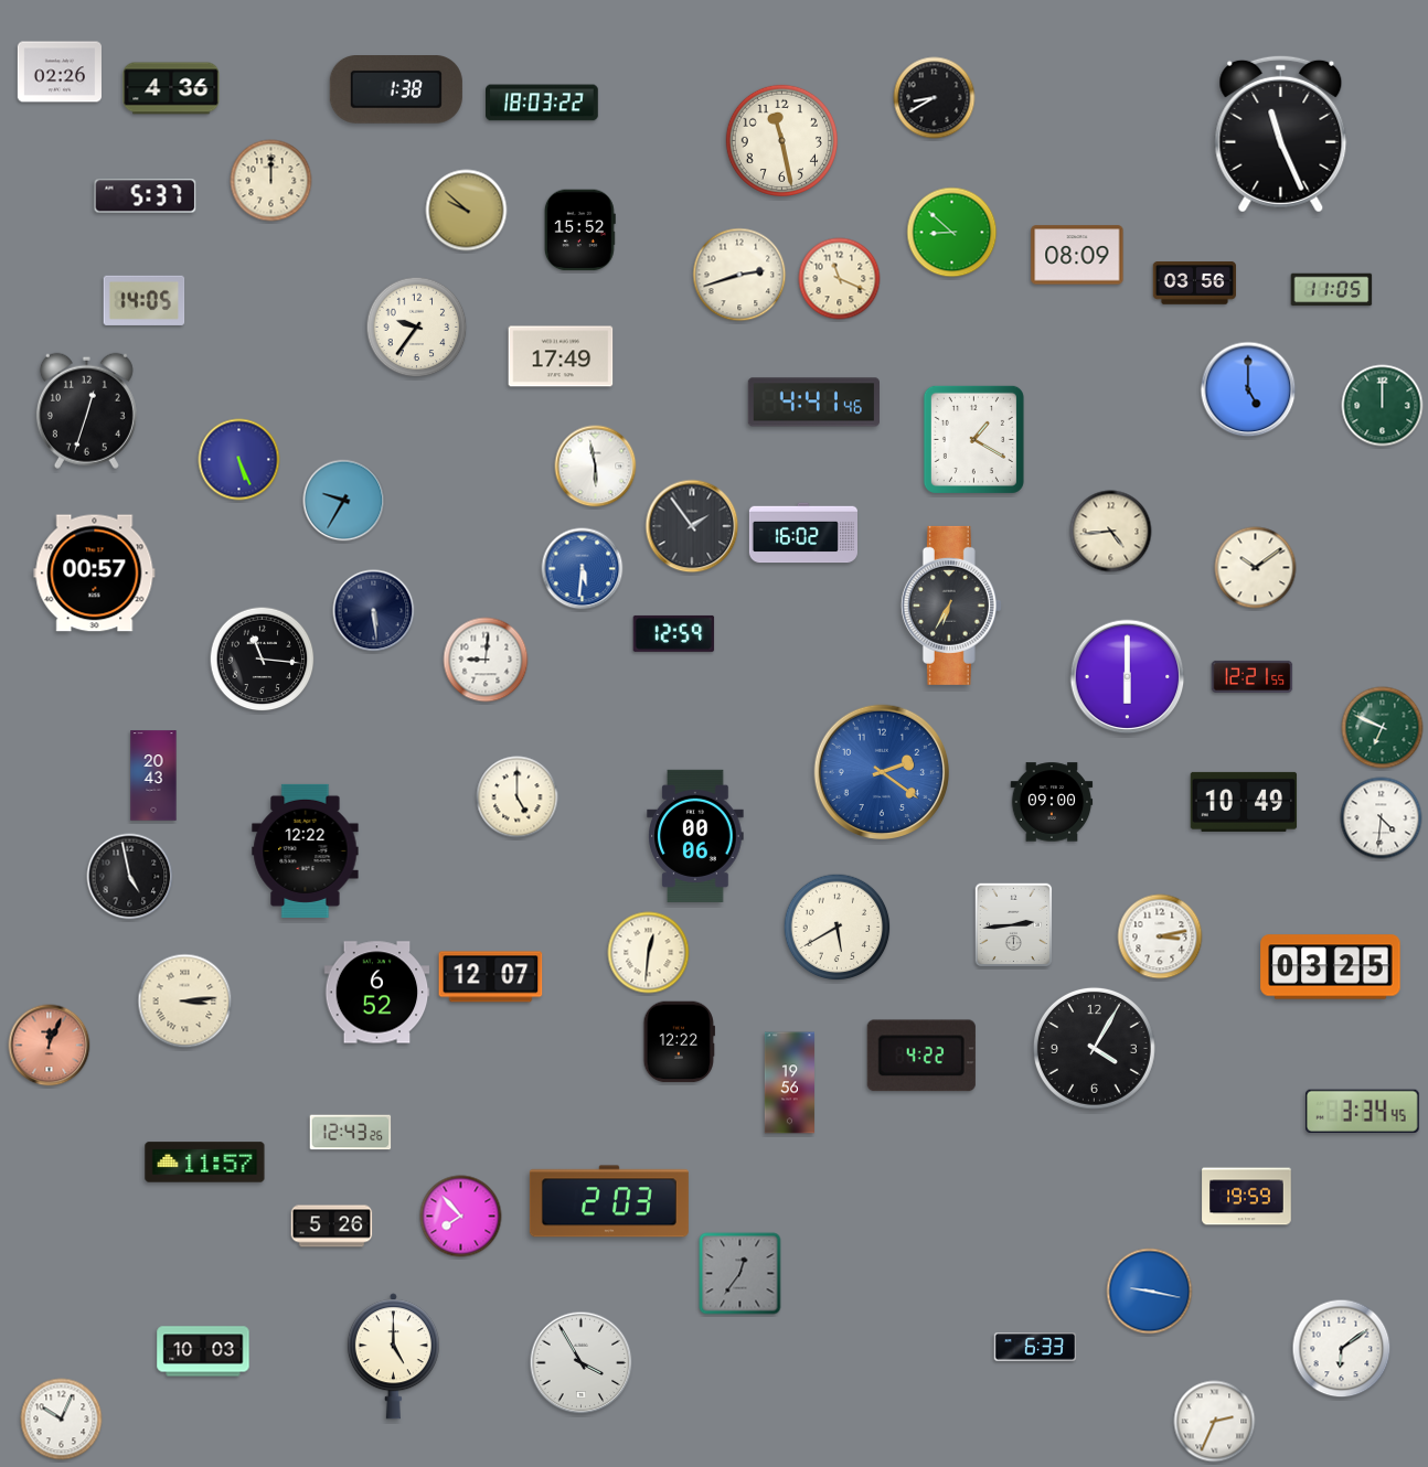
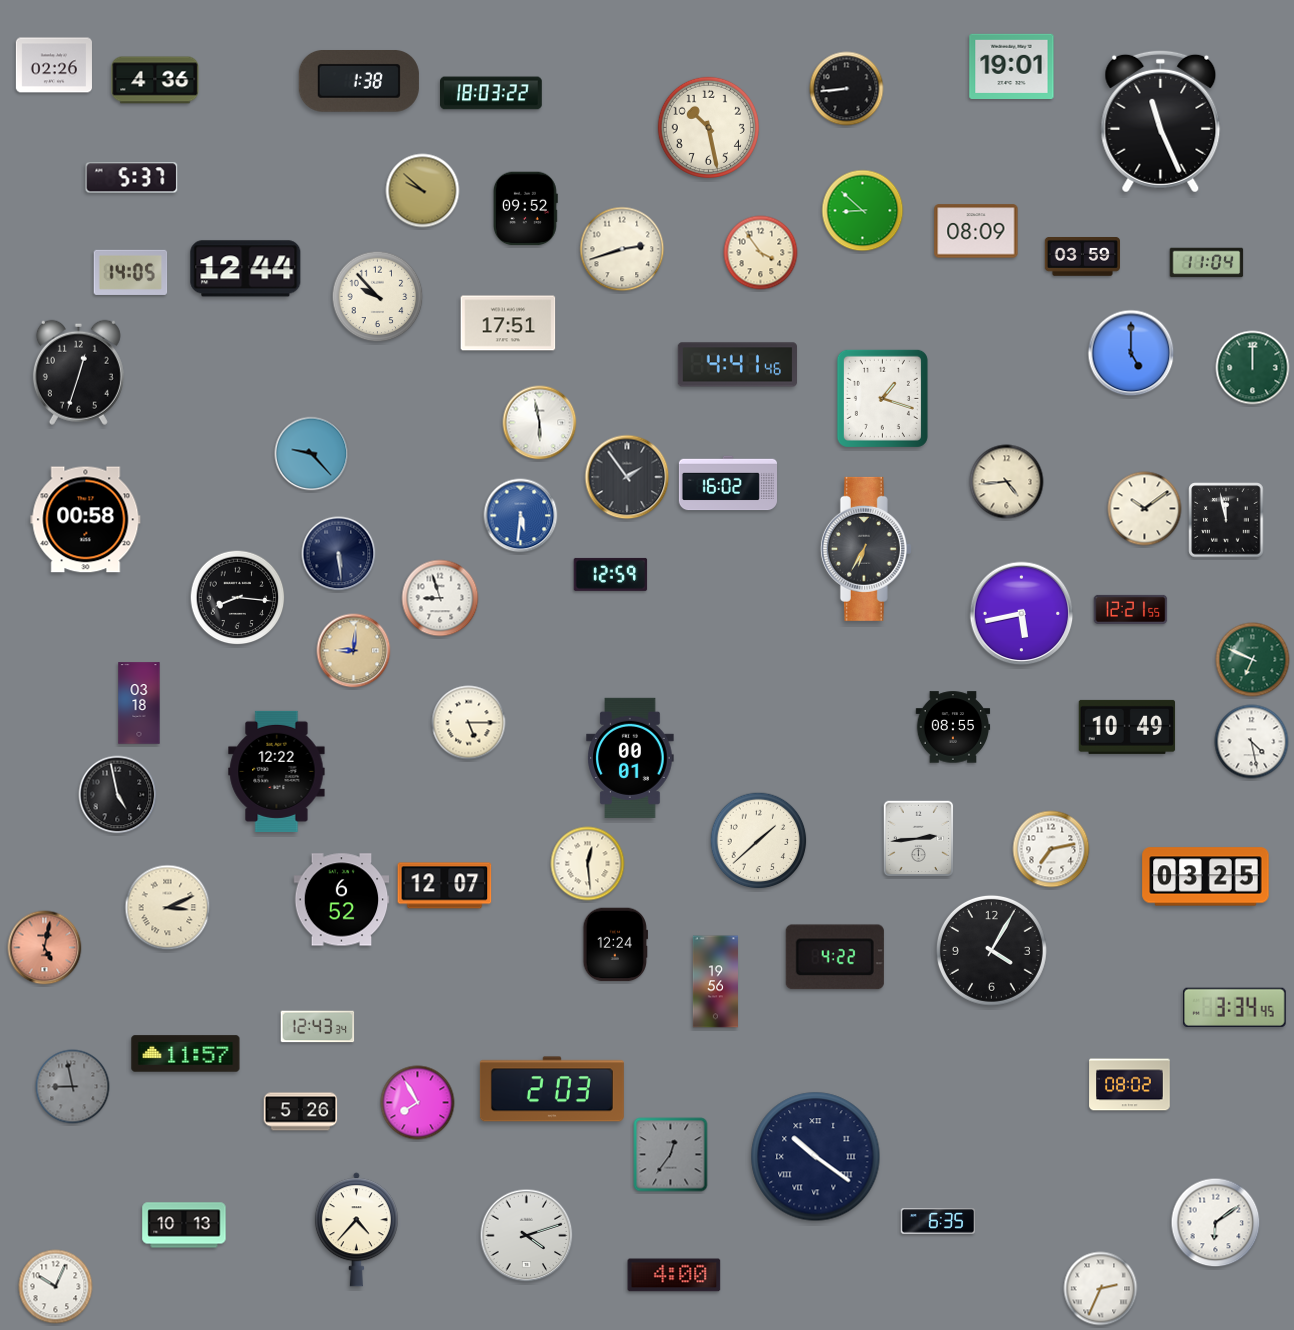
clock at (1012, 66): none -> 19:01
clock at (935, 98): 8:40 -> 8:44
clock at (781, 140): 11:28 -> 10:28
clock at (271, 181): 12:00 -> none
clock at (579, 231): 15:52 -> 09:52
clock at (739, 275) position: (739, 275) -> (622, 249)
clock at (840, 279): 11:19 -> 3:54
clock at (1194, 283): 03:56 -> 03:59
clock at (1332, 290): 11:05 -> 11:04
clock at (246, 269): none -> 12:44
clock at (417, 328): 9:36 -> 9:53
clock at (561, 356): 17:49 -> 17:51
clock at (973, 439): 1:20 -> 1:18
clock at (239, 460): 5:26 -> none
clock at (344, 501): 9:35 -> 9:23
clock at (1256, 568) position: (1256, 568) -> (1145, 509)
clock at (583, 569) position: (583, 569) -> (521, 516)
clock at (95, 574): 00:57 -> 00:58
clock at (1226, 520): none -> 11:58
clock at (951, 606) position: (951, 606) -> (866, 549)
clock at (263, 660): 11:16 -> 8:16
clock at (486, 660): 9:01 -> 8:57
clock at (1253, 676) position: (1253, 676) -> (1131, 609)
clock at (1128, 677): 6:00 -> 5:43
clock at (354, 651): none -> 9:01
clock at (881, 771): 2:21 -> none
clock at (153, 775): 20:43 -> 03:18
clock at (518, 797): 5:00 -> 5:15
clock at (1052, 802): 09:00 -> 08:55
clock at (1382, 818): 4:31 -> 4:28
clock at (695, 836): 00:06 -> 00:01
clock at (838, 928): 5:40 -> 1:38
clock at (1160, 936): 3:13 -> 7:13
clock at (649, 953): 12:31 -> 12:29
clock at (185, 1002): 3:14 -> 3:11
clock at (679, 1042): 12:22 -> 12:24
clock at (50, 1046): 12:04 -> 5:02
clock at (351, 1133): 12:43:26 -> 12:43:34
clock at (1247, 1197): 19:59 -> 08:02
clock at (73, 1087): none -> 8:58
clock at (461, 1217): 7:53 -> 7:55
clock at (816, 1157): none -> 10:21
clock at (1150, 1292): 9:17 -> none
clock at (1035, 1347): 6:33 -> 6:35
clock at (203, 1351): 10:03 -> 10:13
clock at (393, 1357): 5:00 -> 4:37
clock at (582, 1363): 3:55 -> 4:12
clock at (674, 1275): none -> 4:00
